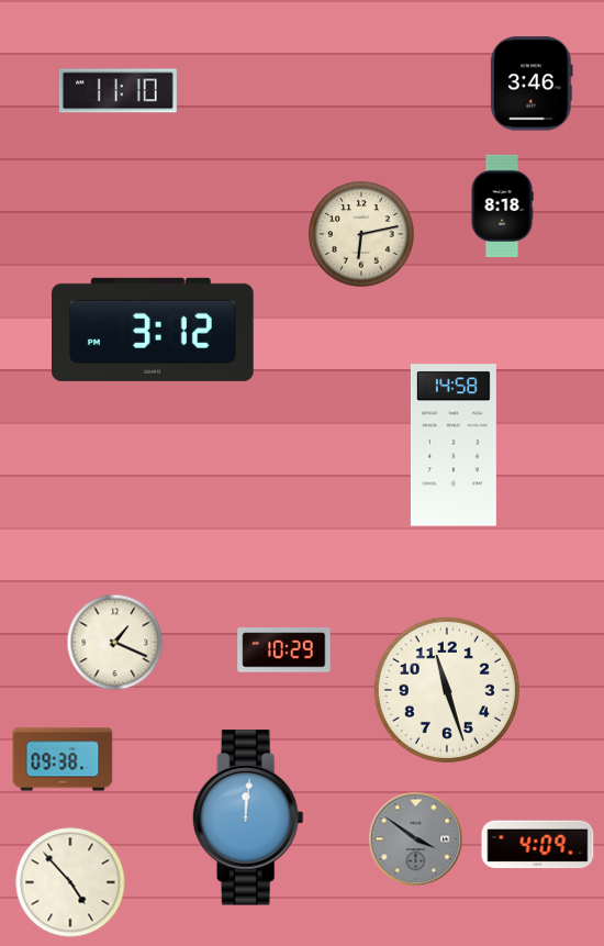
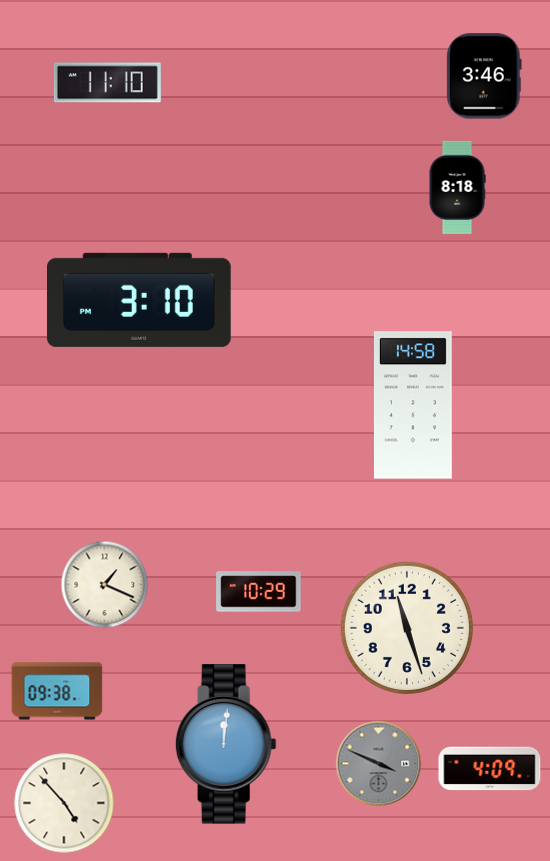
clock at (361, 234): 6:13 -> none
clock at (154, 330): 3:12 -> 3:10
clock at (416, 839): 3:51 -> 3:49
